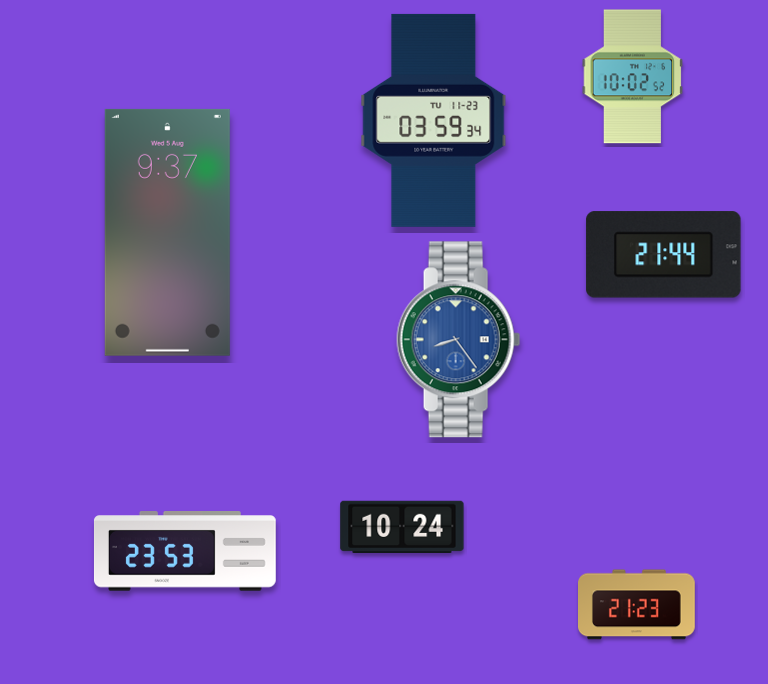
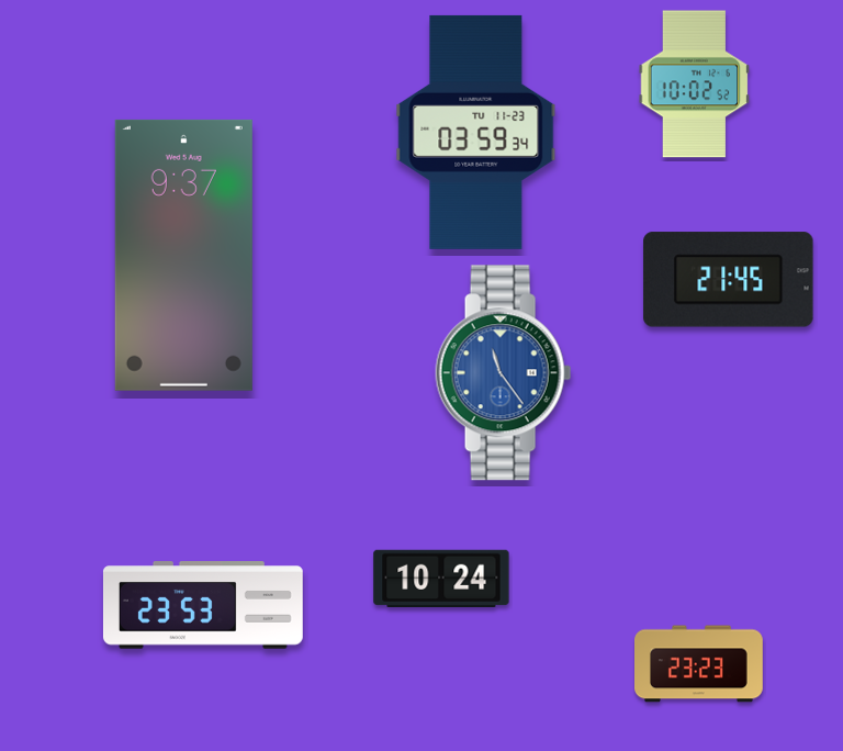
clock at (664, 255): 21:44 -> 21:45
clock at (459, 340): 8:24 -> 11:24
clock at (637, 605): 21:23 -> 23:23
